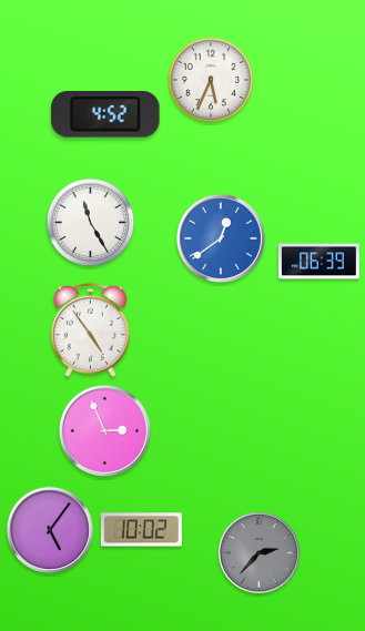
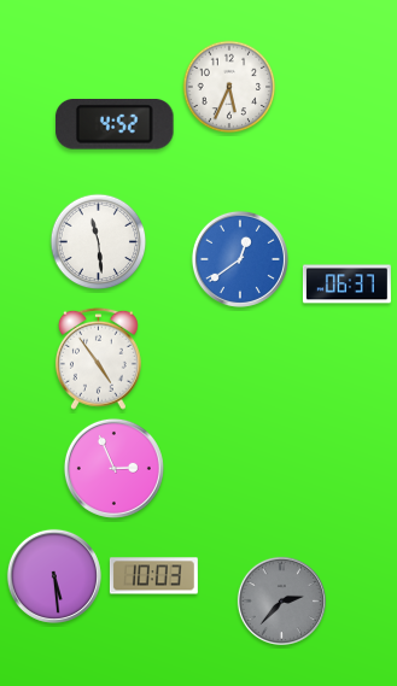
clock at (91, 223): 11:25 -> 11:29
clock at (318, 262): 06:39 -> 06:37
clock at (50, 530): 5:06 -> 5:29
clock at (141, 530): 10:02 -> 10:03
